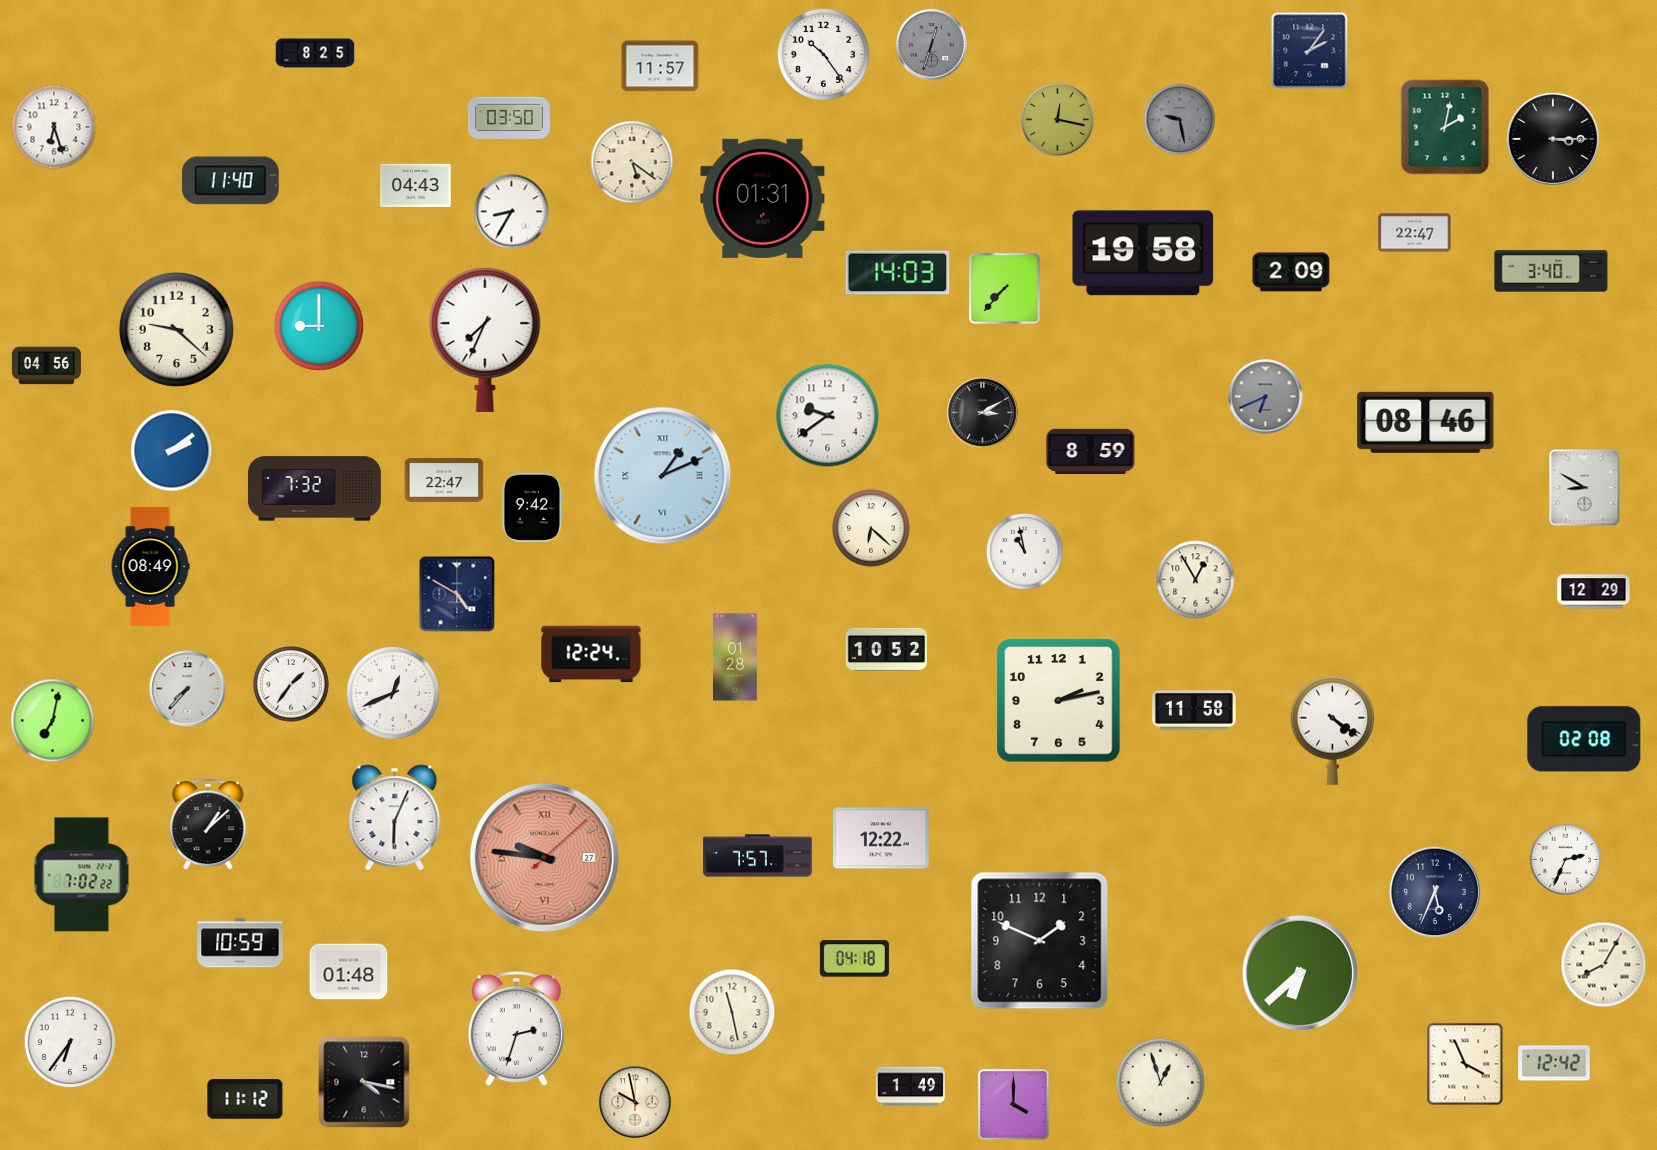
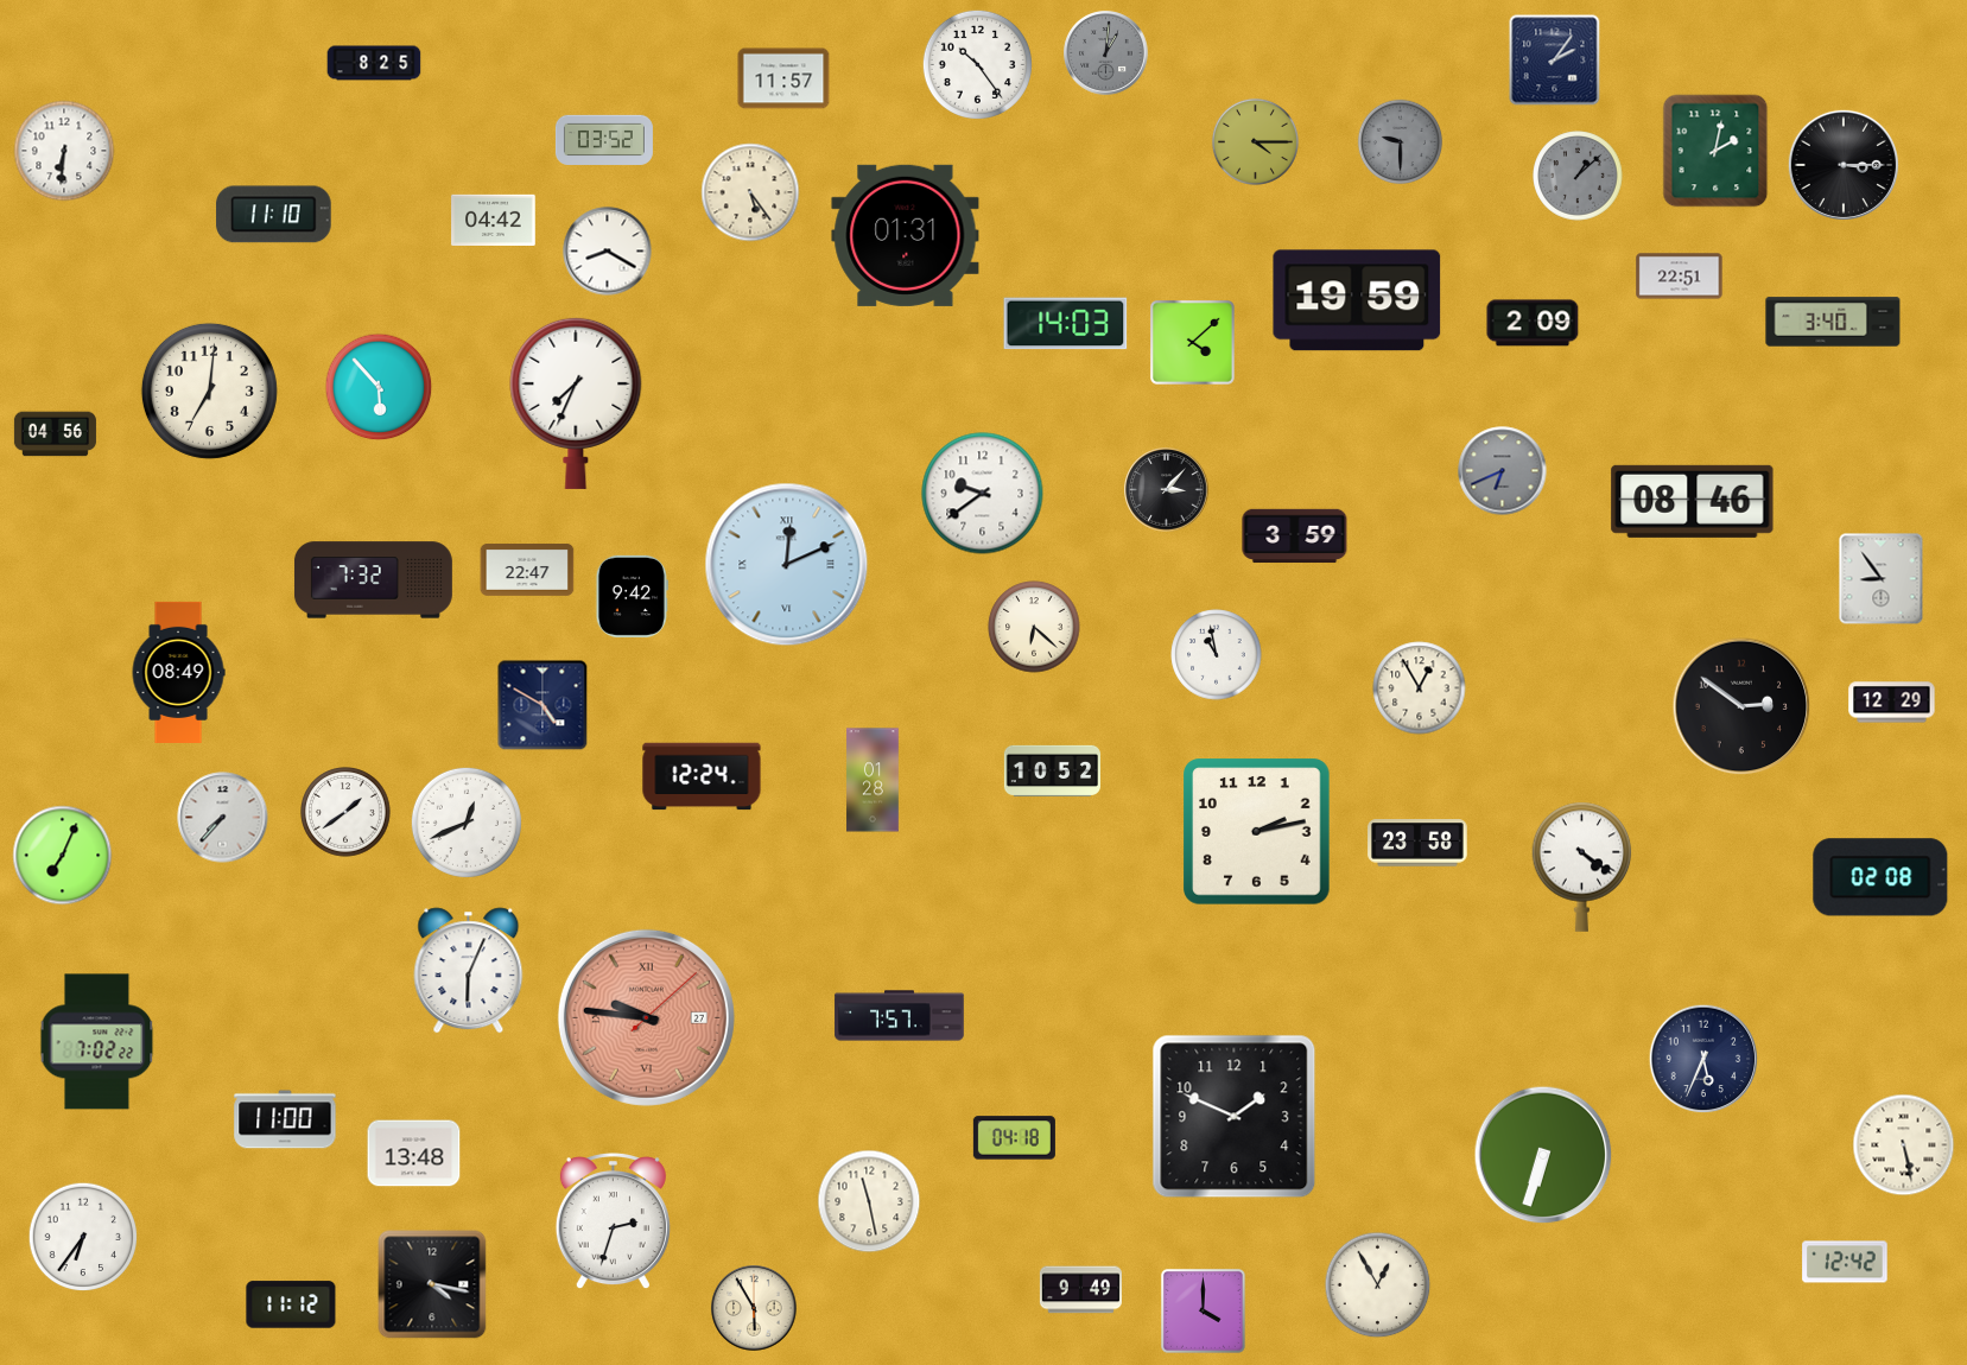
clock at (932, 45): 12:33 -> 1:01
clock at (509, 118): 03:50 -> 03:52
clock at (1057, 119): 12:17 -> 4:15
clock at (1179, 119): 9:28 -> 9:30
clock at (54, 127): 6:27 -> 6:31
clock at (1578, 176): none -> 1:08
clock at (632, 162): 5:21 -> 5:24
clock at (231, 181): 11:40 -> 11:10
clock at (416, 185): 04:43 -> 04:42
clock at (512, 212): 8:35 -> 8:20
clock at (1415, 233): 22:47 -> 22:51
clock at (1143, 253): 19:58 -> 19:59
clock at (1551, 271) position: (1551, 271) -> (1833, 322)
clock at (1004, 288): 7:37 -> 4:08
clock at (319, 326): 9:00 -> 5:53
clock at (176, 329): 9:22 -> 7:01
clock at (983, 413): 3:10 -> 3:07
clock at (172, 451): 2:09 -> none
clock at (1091, 452): 8:59 -> 3:59
clock at (663, 476): 1:11 -> 12:11
clock at (1585, 488): 8:50 -> 8:54
clock at (532, 507) position: (532, 507) -> (632, 596)
clock at (1741, 706): none -> 2:51
clock at (291, 684): 1:36 -> 1:39
clock at (1194, 710): 11:58 -> 23:58
clock at (53, 721): 7:02 -> 7:04
clock at (208, 824): 1:08 -> none
clock at (882, 838): 12:22 -> none
clock at (1565, 859): 2:34 -> none
clock at (82, 875) position: (82, 875) -> (97, 1042)
clock at (240, 943): 10:59 -> 11:00
clock at (1604, 965): 8:05 -> 5:28
clock at (349, 972): 01:48 -> 13:48
clock at (1300, 973): 6:38 -> 6:33
clock at (1465, 1064): 3:56 -> none
clock at (1161, 1083): 12:57 -> 12:55
clock at (910, 1087): 1:49 -> 9:49
clock at (635, 1102): 9:58 -> 5:55
